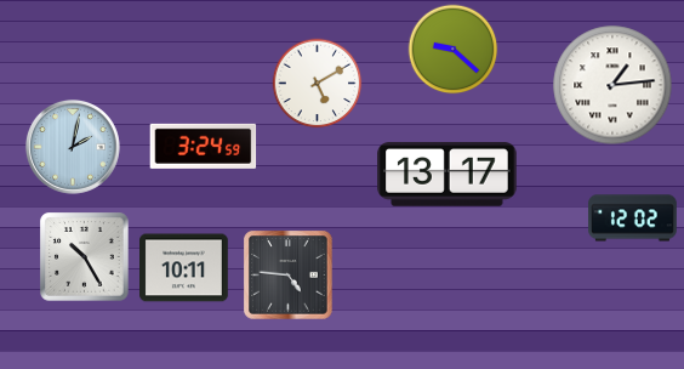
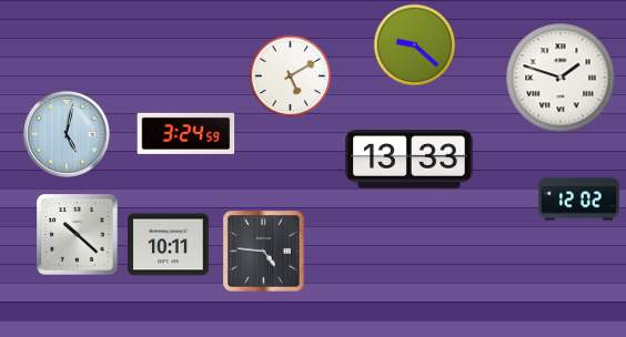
clock at (612, 85): 1:14 -> 1:48
clock at (73, 147): 2:02 -> 5:02
clock at (448, 175): 13:17 -> 13:33
clock at (85, 257): 10:25 -> 10:22
